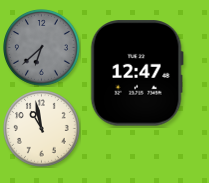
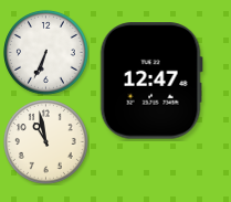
clock at (42, 48): 6:38 -> 6:34
clock at (42, 48) dial: grey -> white
